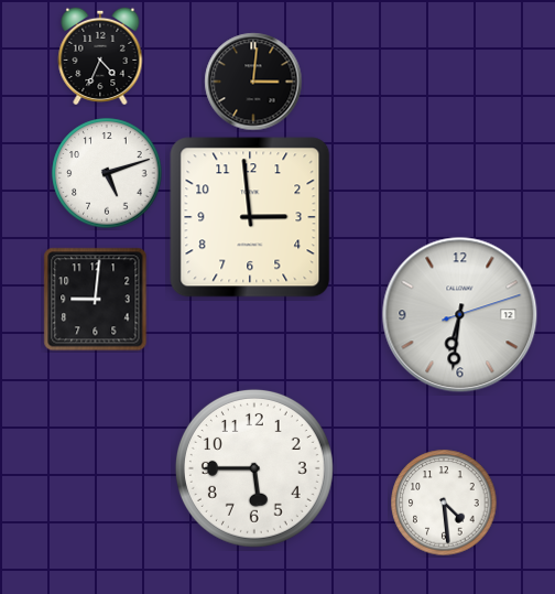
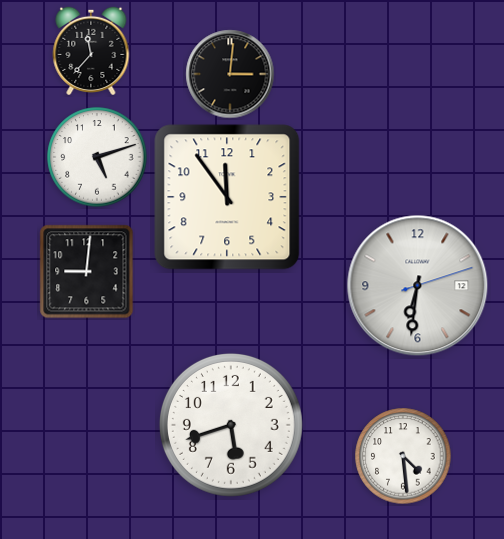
clock at (100, 55): 4:34 -> 11:37
clock at (250, 217): 2:59 -> 11:54
clock at (254, 468): 5:45 -> 5:42
